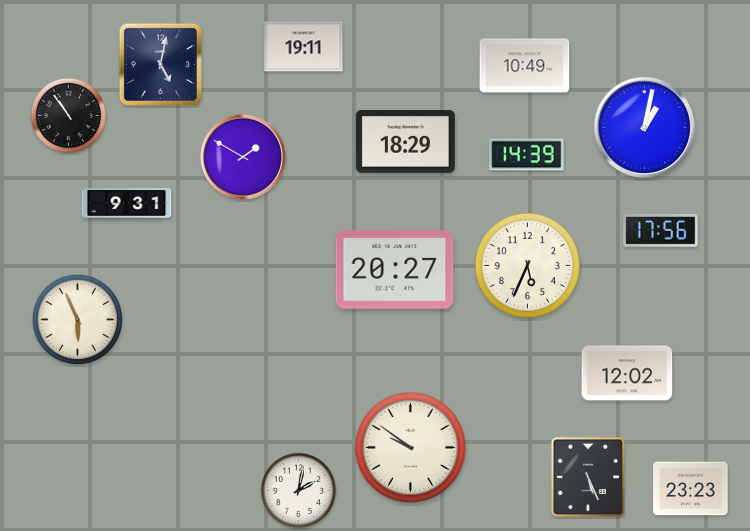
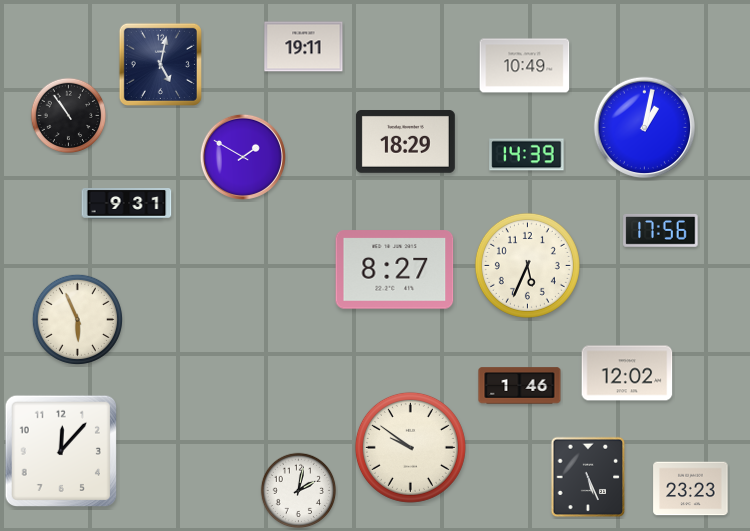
clock at (395, 270): 20:27 -> 8:27
clock at (520, 386): none -> 1:46
clock at (61, 451): none -> 12:07
